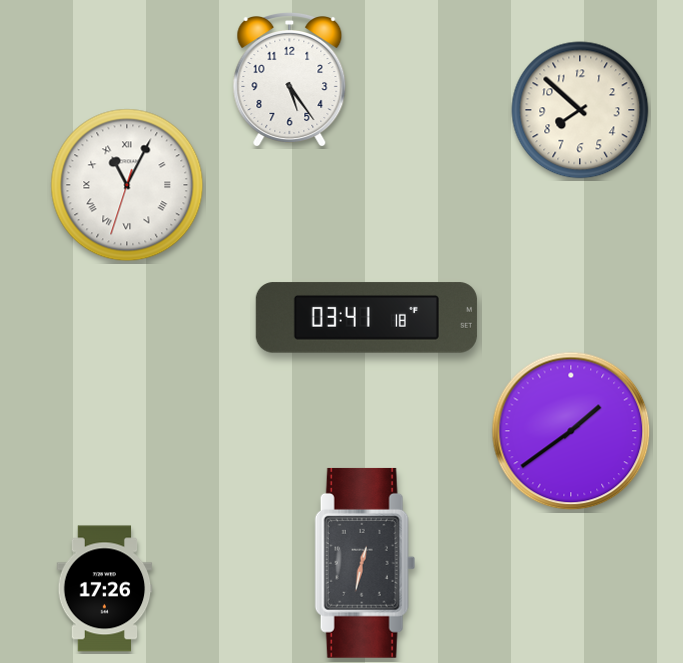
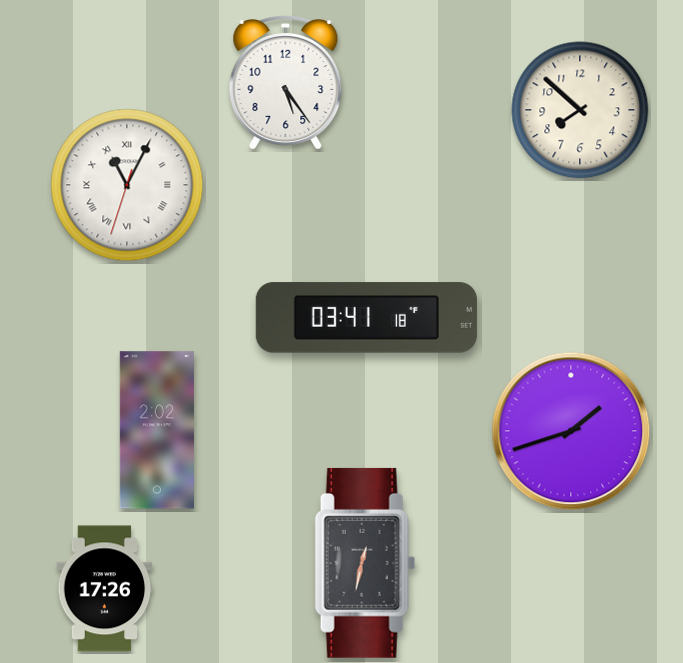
clock at (290, 80) position: (290, 80) -> (286, 83)
clock at (157, 430): none -> 2:02
clock at (571, 431): 1:39 -> 1:42
